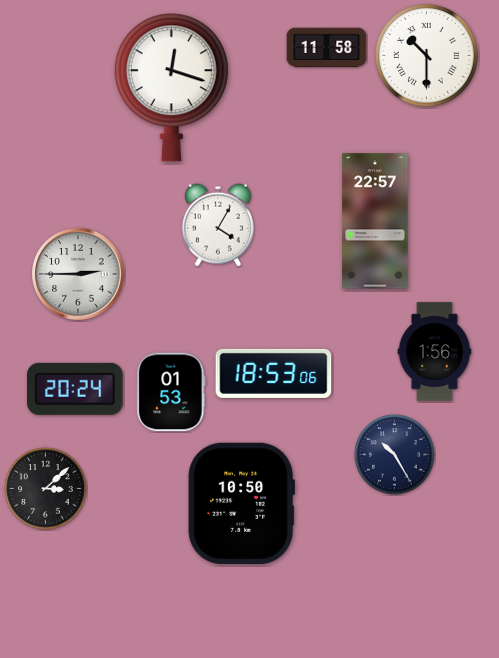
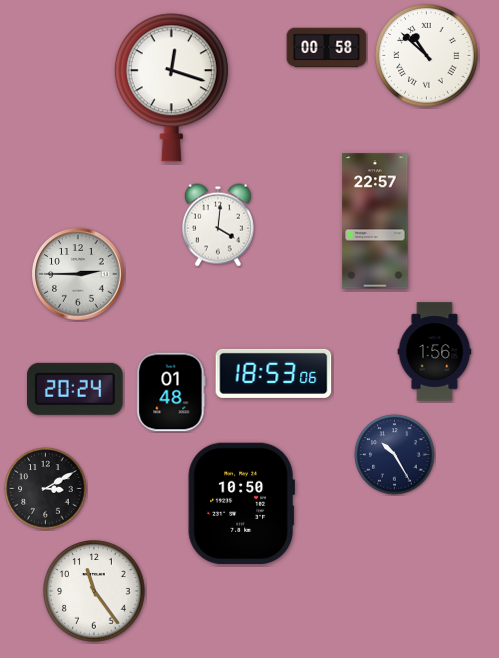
clock at (327, 48): 11:58 -> 00:58
clock at (427, 56): 10:30 -> 10:52
clock at (218, 225): 4:05 -> 4:01
clock at (171, 392): 01:53 -> 01:48
clock at (46, 489): 3:08 -> 3:10
clock at (94, 591): none -> 11:24
